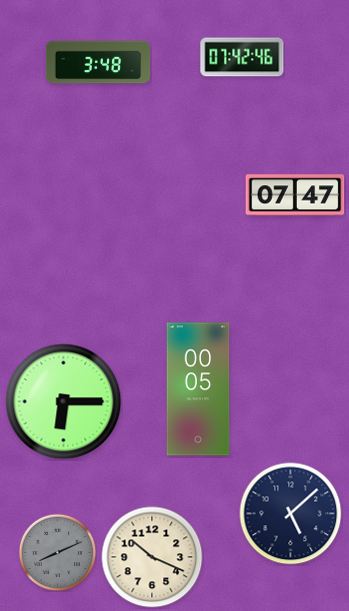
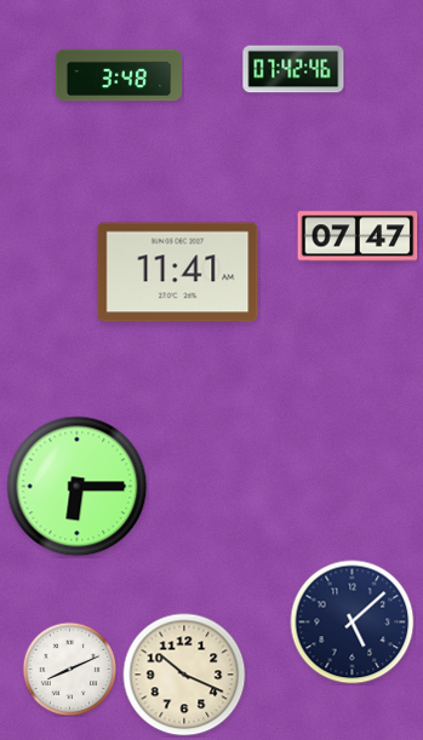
clock at (178, 273): none -> 11:41
clock at (198, 389): 00:05 -> none
clock at (57, 552) dial: grey -> white
